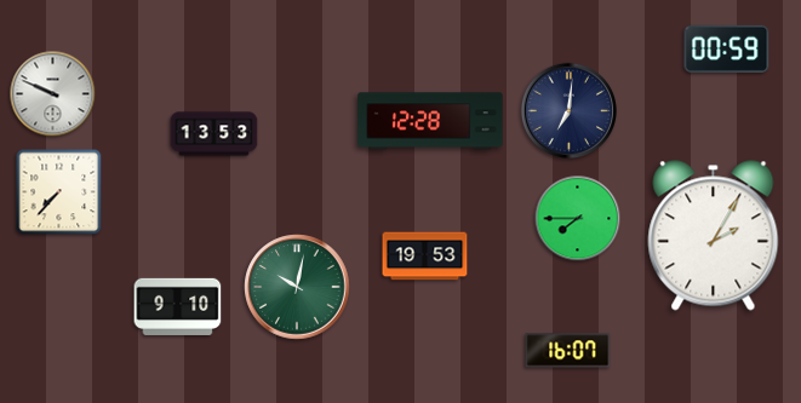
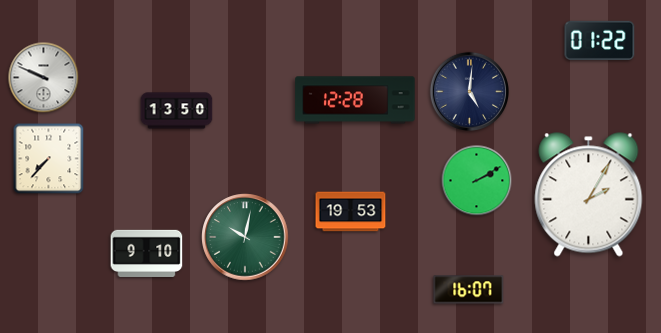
clock at (727, 48): 00:59 -> 01:22
clock at (568, 110): 7:01 -> 5:01
clock at (214, 134): 13:53 -> 13:50
clock at (578, 219): 7:45 -> 2:10
